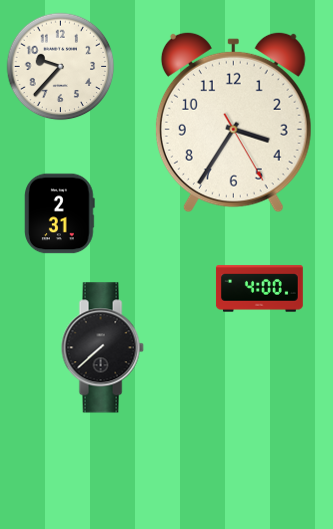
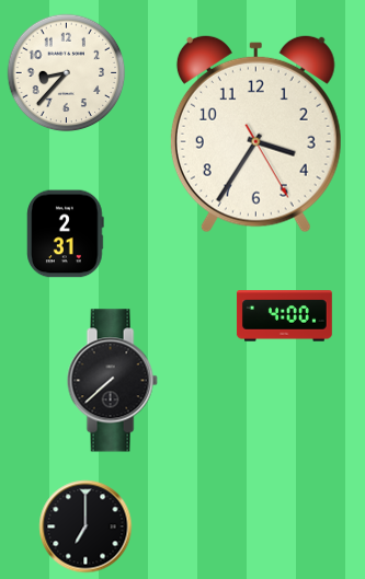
clock at (61, 67): 9:37 -> 8:37
clock at (85, 526): none -> 7:00
